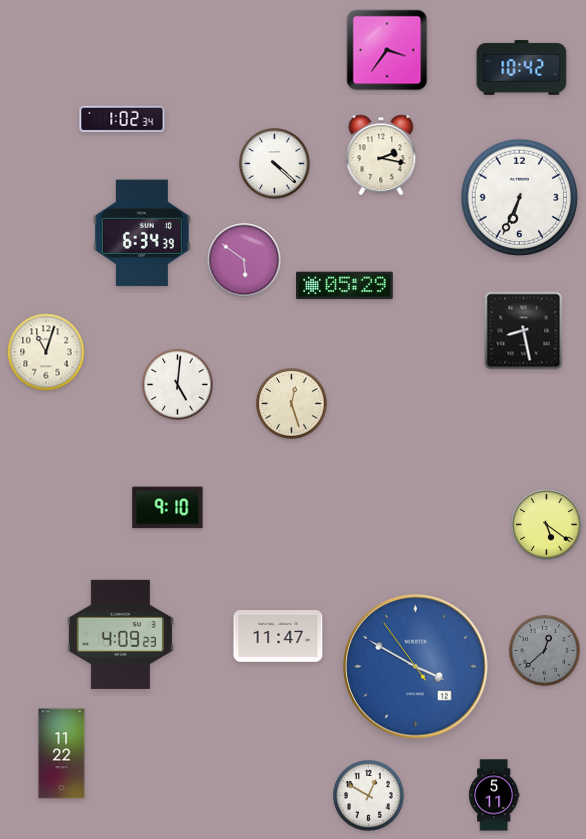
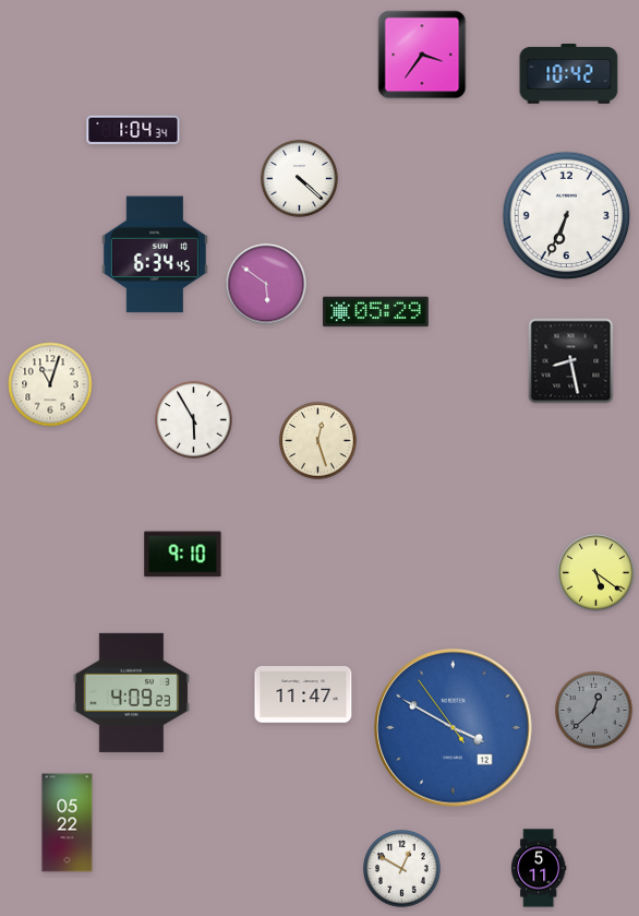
clock at (122, 119): 1:02 -> 1:04
clock at (381, 155): 2:17 -> none
clock at (142, 233): 6:34:39 -> 6:34:45
clock at (178, 385): 5:01 -> 5:55
clock at (62, 754): 11:22 -> 05:22
